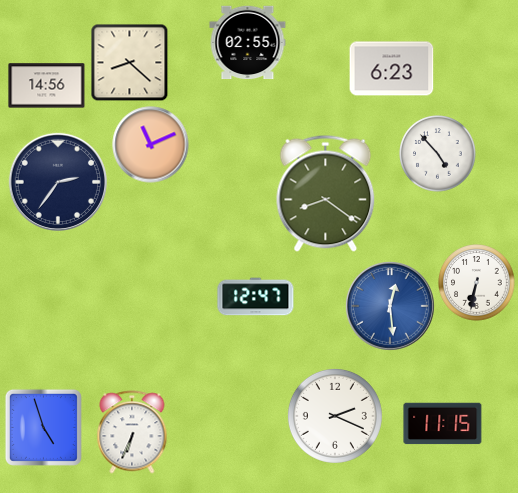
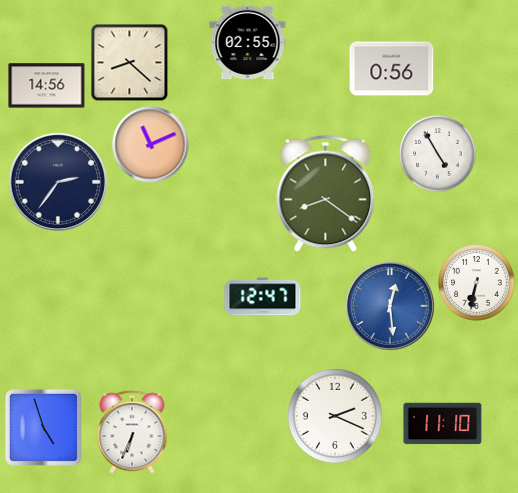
clock at (392, 69): 6:23 -> 0:56
clock at (438, 154): 4:53 -> 4:55
clock at (256, 297) position: (256, 297) -> (263, 297)
clock at (443, 424): 11:15 -> 11:10
